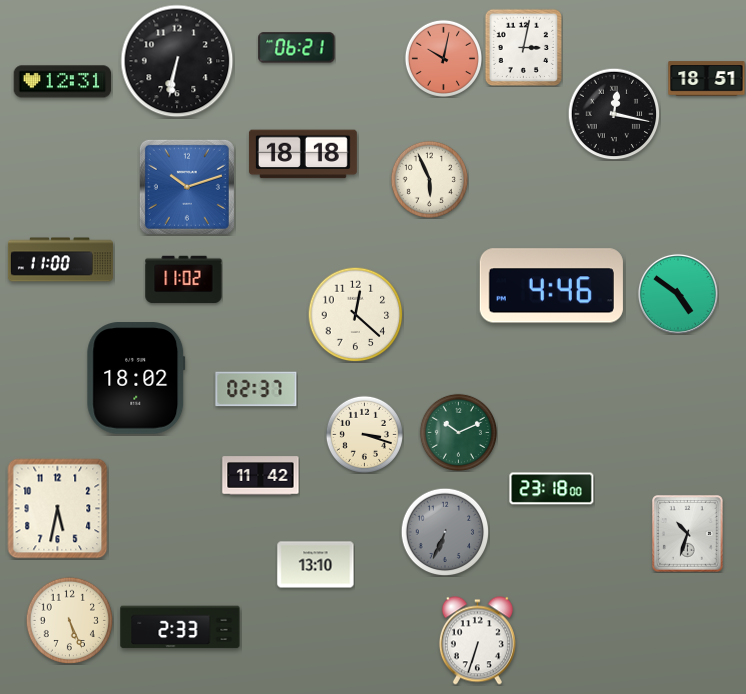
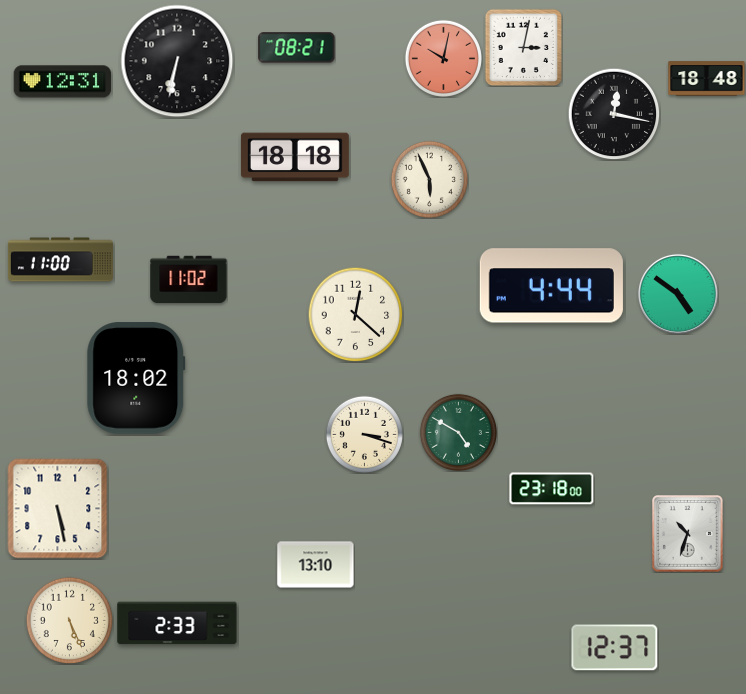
clock at (297, 48): 06:21 -> 08:21
clock at (707, 79): 18:51 -> 18:48
clock at (303, 154) position: (303, 154) -> (295, 157)
clock at (187, 187): 10:12 -> none
clock at (184, 280) position: (184, 280) -> (189, 280)
clock at (551, 286): 4:46 -> 4:44
clock at (256, 389): 02:37 -> none
clock at (458, 432): 10:11 -> 4:50
clock at (261, 476): 11:42 -> none
clock at (58, 509): 5:32 -> 5:28
clock at (445, 532): 6:34 -> none
clock at (180, 627) position: (180, 627) -> (177, 623)
clock at (477, 641): 6:33 -> none
clock at (615, 648): none -> 12:37
